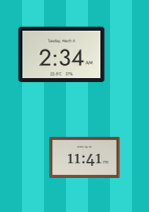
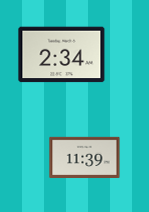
clock at (85, 157): 11:41 -> 11:39
